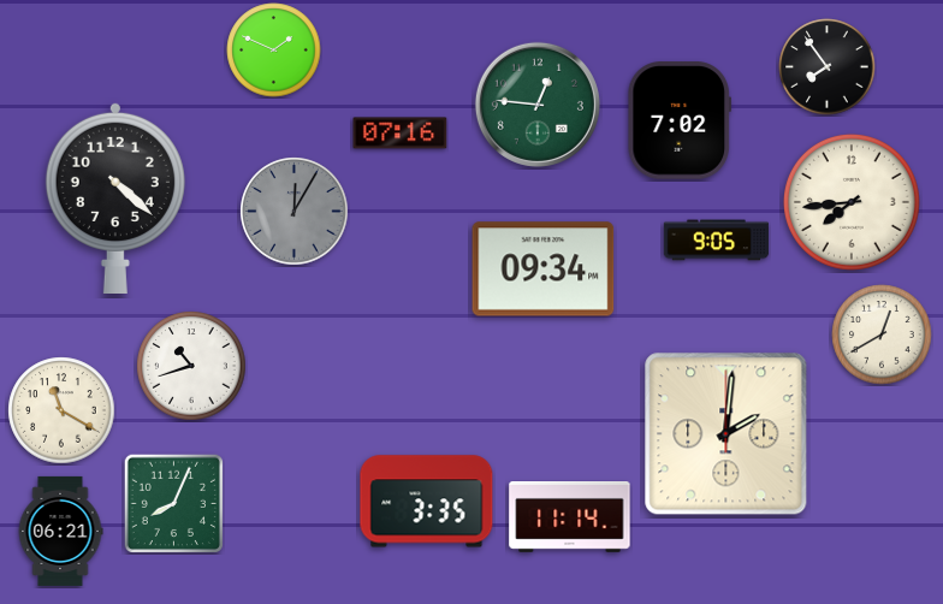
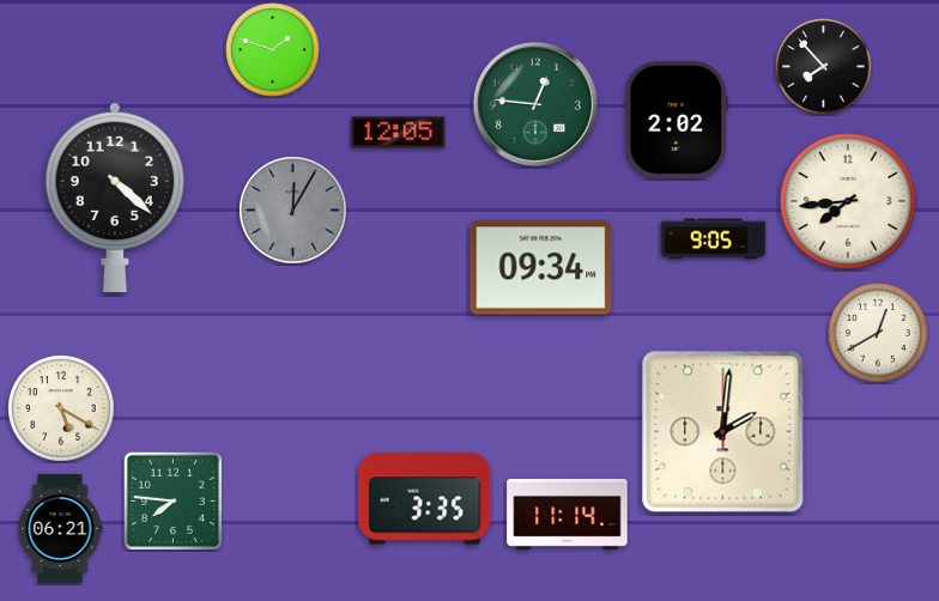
clock at (274, 51): 1:49 -> 1:48
clock at (828, 67): 7:54 -> 7:53
clock at (678, 120): 7:02 -> 2:02
clock at (401, 134): 07:16 -> 12:05
clock at (191, 366): 10:42 -> none
clock at (61, 410): 11:20 -> 5:20
clock at (173, 503): 8:04 -> 7:46
